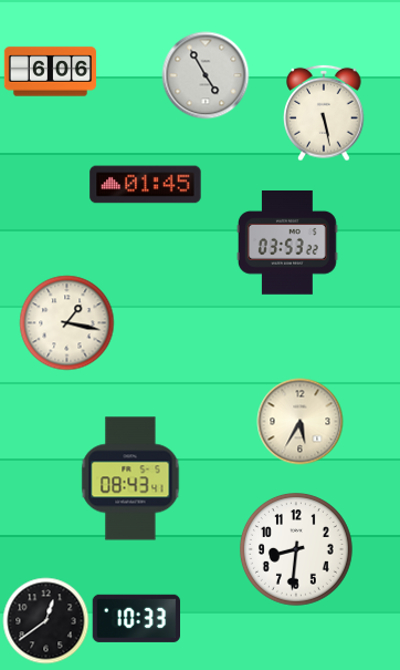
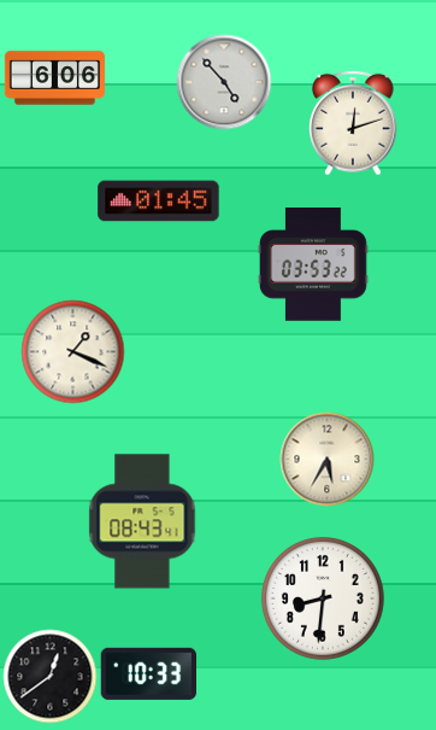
clock at (206, 75): 4:55 -> 4:53
clock at (324, 113): 5:28 -> 12:12
clock at (66, 322): 1:17 -> 1:19
